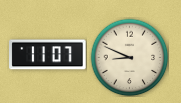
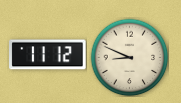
clock at (48, 55): 11:07 -> 11:12
